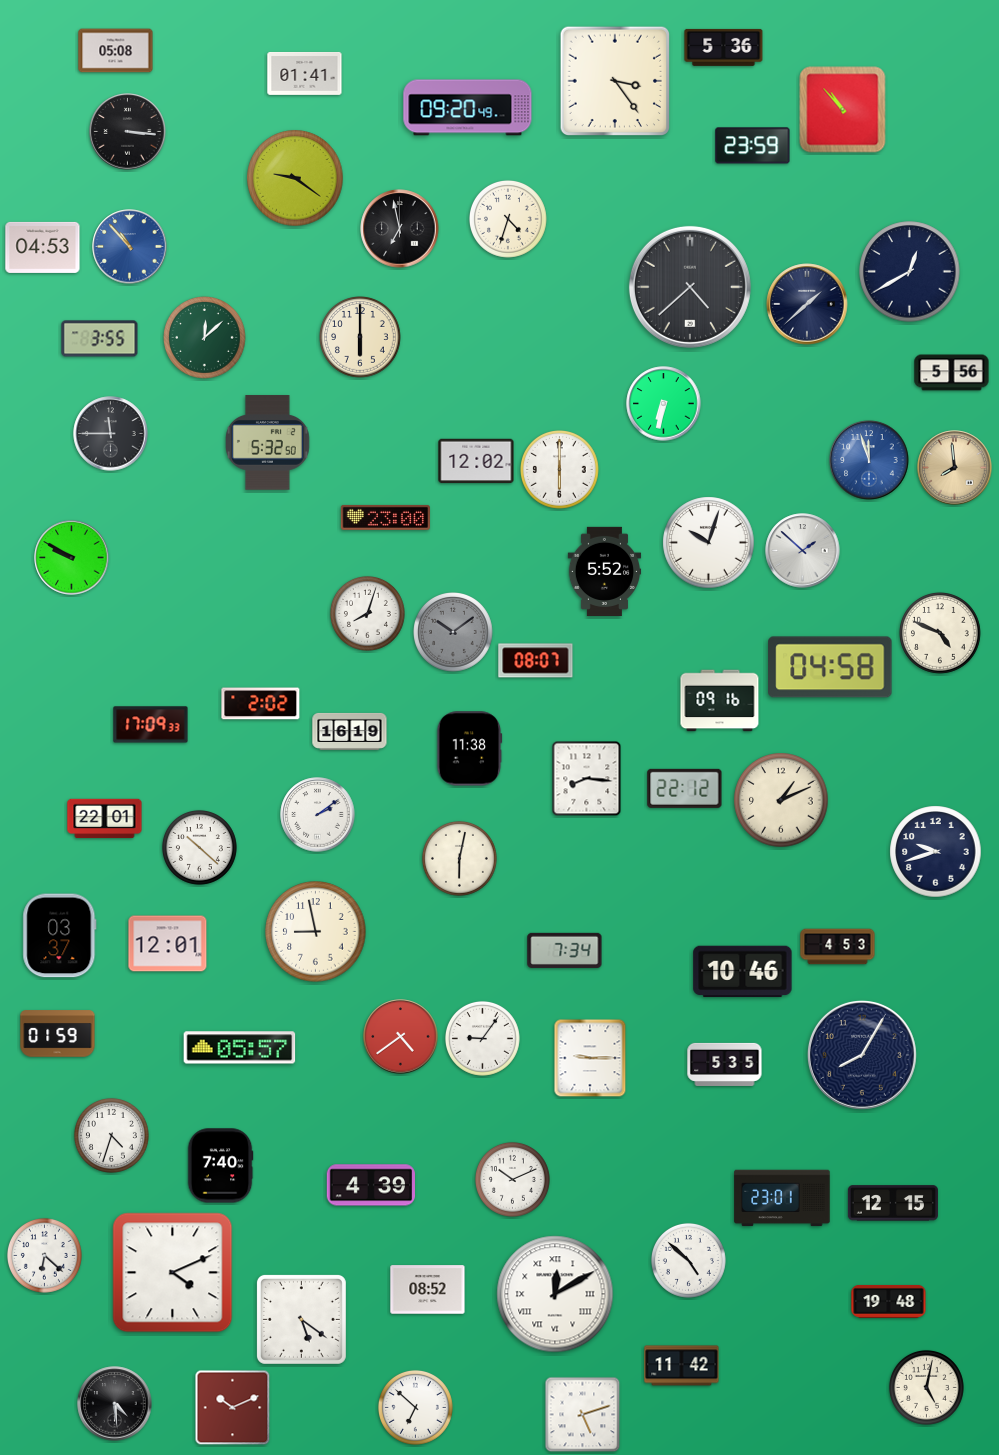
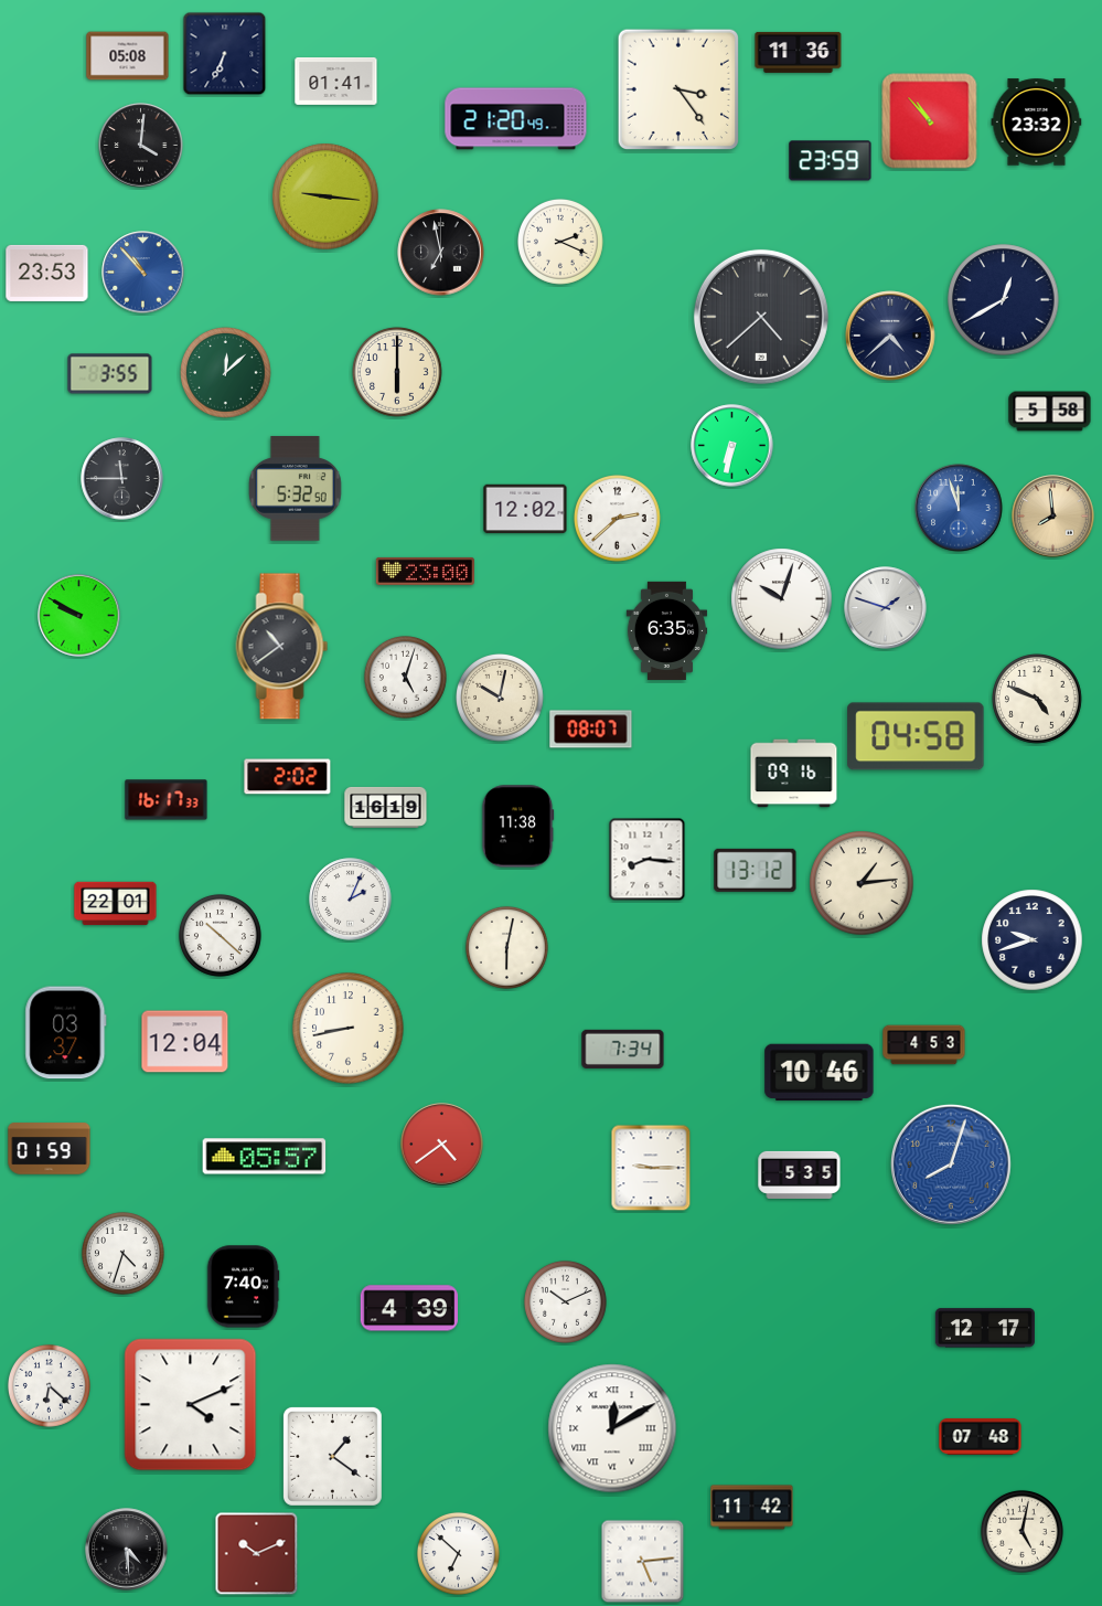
clock at (724, 47): 5:36 -> 11:36
clock at (225, 54): none -> 6:34
clock at (468, 108): 09:20 -> 21:20
clock at (1037, 123): none -> 23:32
clock at (128, 132): 3:16 -> 4:01
clock at (295, 178): 9:21 -> 9:16
clock at (508, 219): 4:33 -> 2:19
clock at (43, 247): 04:53 -> 23:53
clock at (807, 304): 1:38 -> 4:38
clock at (952, 373): 5:56 -> 5:58
clock at (560, 470): 6:00 -> 2:38
clock at (803, 551): 1:52 -> 1:48
clock at (605, 571): 5:52 -> 6:35
clock at (282, 647): none -> 10:39
clock at (367, 613): 8:03 -> 5:03
clock at (454, 633): 10:09 -> 10:02
clock at (454, 633) dial: grey -> cream
clock at (151, 725): 17:09 -> 16:17
clock at (685, 788): 22:12 -> 13:12
clock at (781, 800): 1:11 -> 1:14
clock at (318, 815): 2:09 -> 2:04
clock at (316, 932): 8:58 -> 8:43
clock at (168, 944): 12:01 -> 12:04
clock at (58, 1034) position: (58, 1034) -> (50, 1149)
clock at (482, 1038): 9:06 -> none
clock at (862, 1055): 8:05 -> 8:03
clock at (862, 1055) dial: navy -> blue
clock at (782, 1198): 23:01 -> none
clock at (893, 1203): 12:15 -> 12:17
clock at (688, 1260): 4:52 -> none
clock at (428, 1290): 08:52 -> none
clock at (889, 1301): 19:48 -> 07:48
clock at (301, 1319): 5:21 -> 1:21
clock at (583, 1415): 5:12 -> 5:14
